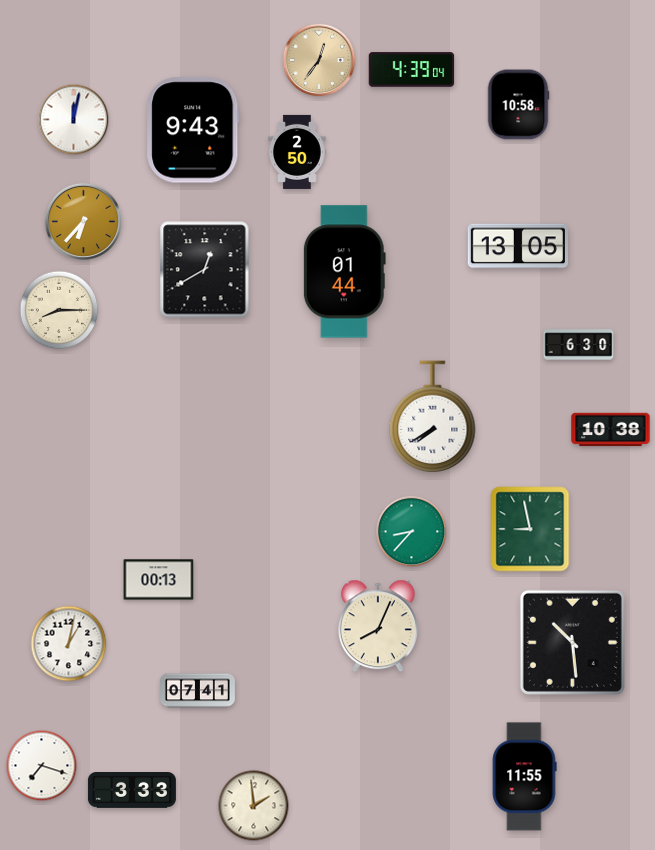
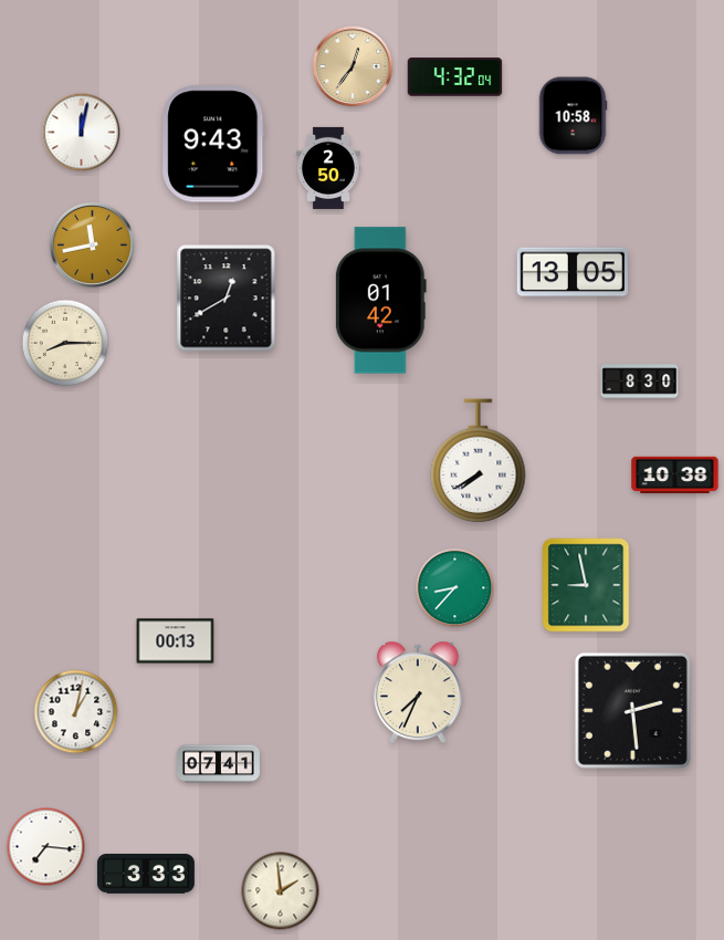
clock at (412, 70): 4:39 -> 4:32
clock at (83, 221): 6:37 -> 11:43
clock at (344, 272): 01:44 -> 01:42
clock at (579, 345): 6:30 -> 8:30
clock at (378, 626): 8:04 -> 7:34
clock at (572, 642): 10:29 -> 2:29
clock at (42, 766): 7:18 -> 7:16
clock at (524, 777): 11:55 -> none
